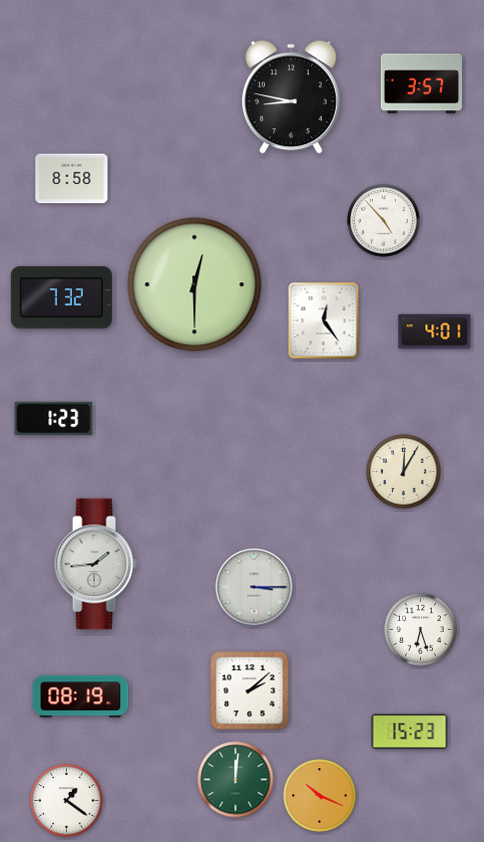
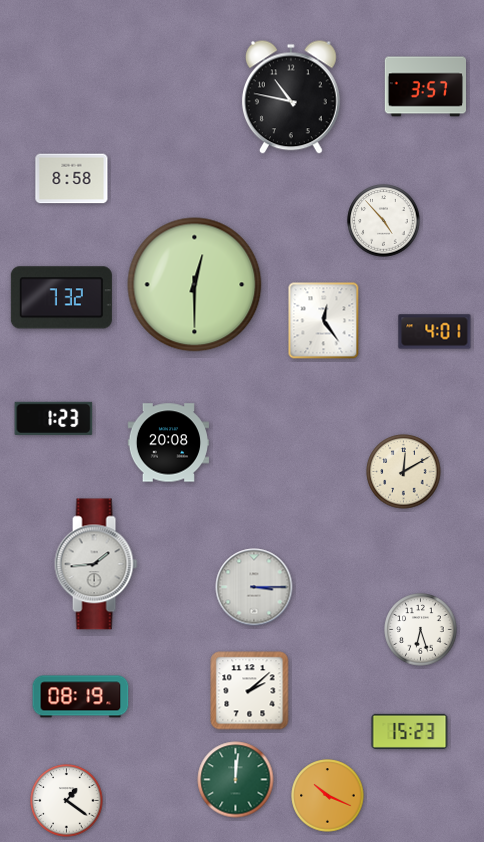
clock at (421, 84) position: (421, 84) -> (425, 87)
clock at (291, 97): 8:47 -> 10:47
clock at (168, 443): none -> 20:08
clock at (404, 472): 12:05 -> 12:10
clock at (320, 796) position: (320, 796) -> (328, 796)
